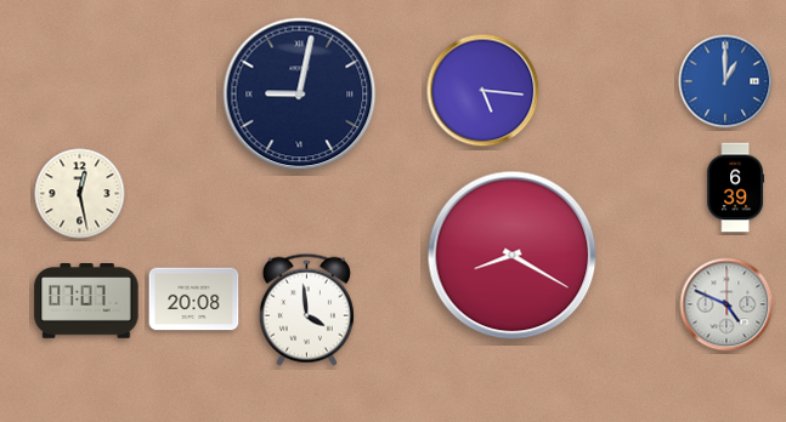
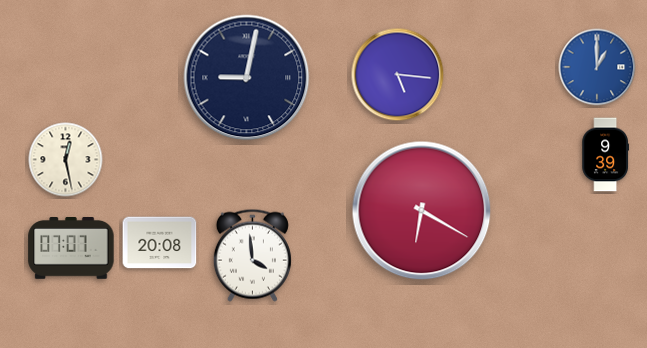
clock at (735, 188): 6:39 -> 9:39
clock at (513, 256): 8:20 -> 6:20
clock at (194, 300) position: (194, 300) -> (160, 243)
clock at (726, 304): 4:49 -> none
